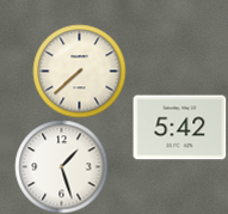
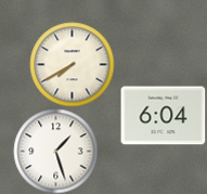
clock at (79, 71): 7:38 -> 7:40
clock at (179, 128): 5:42 -> 6:04
